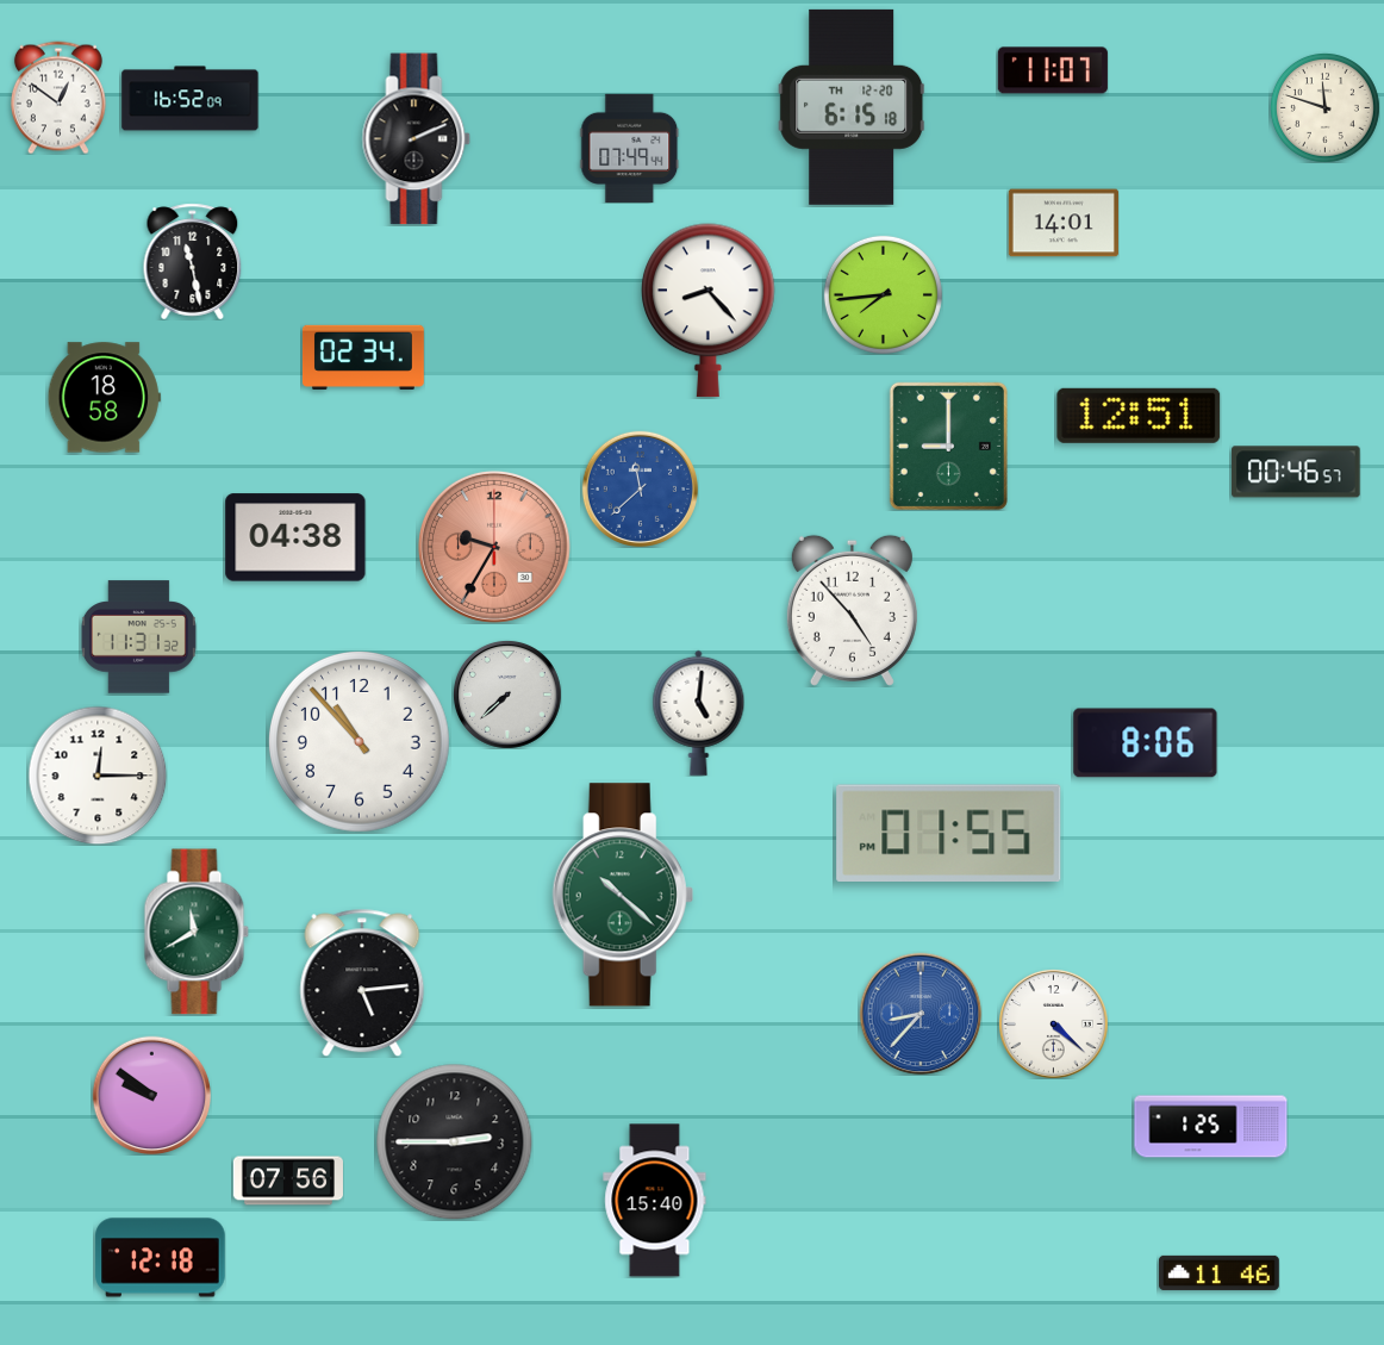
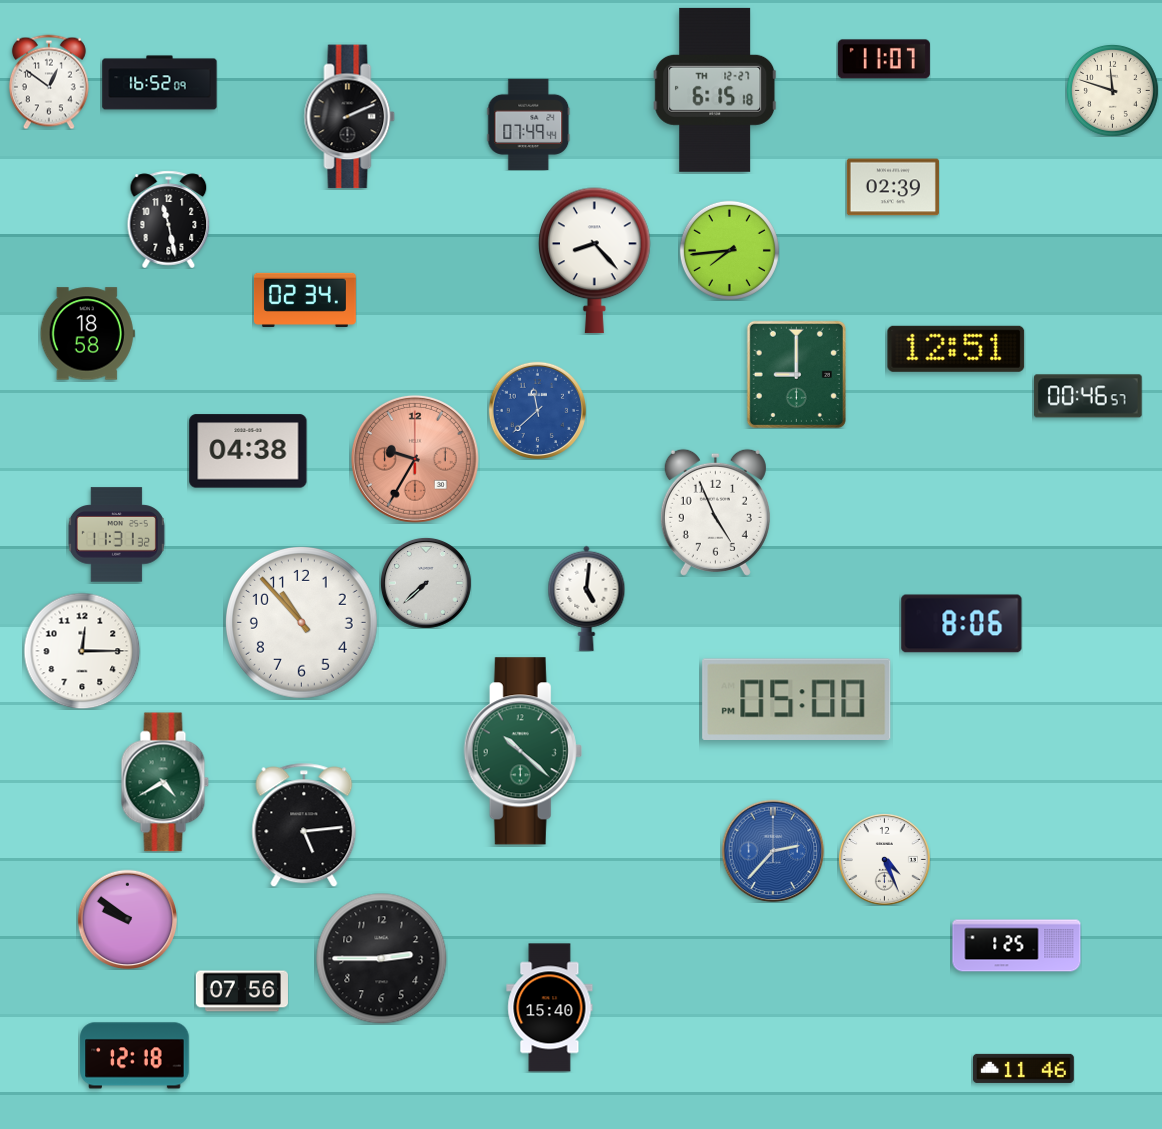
clock at (852, 107) date: TH 12-20 -> TH 12-27
clock at (1064, 223): 14:01 -> 02:39
clock at (193, 261) position: (193, 261) -> (169, 219)
clock at (883, 294) position: (883, 294) -> (729, 250)
clock at (852, 610): 4:53 -> 4:56
clock at (949, 833): 01:55 -> 05:00
clock at (197, 932): 11:40 -> 4:40
clock at (921, 1014): 8:37 -> 2:37
clock at (1053, 1023): 4:22 -> 4:26
